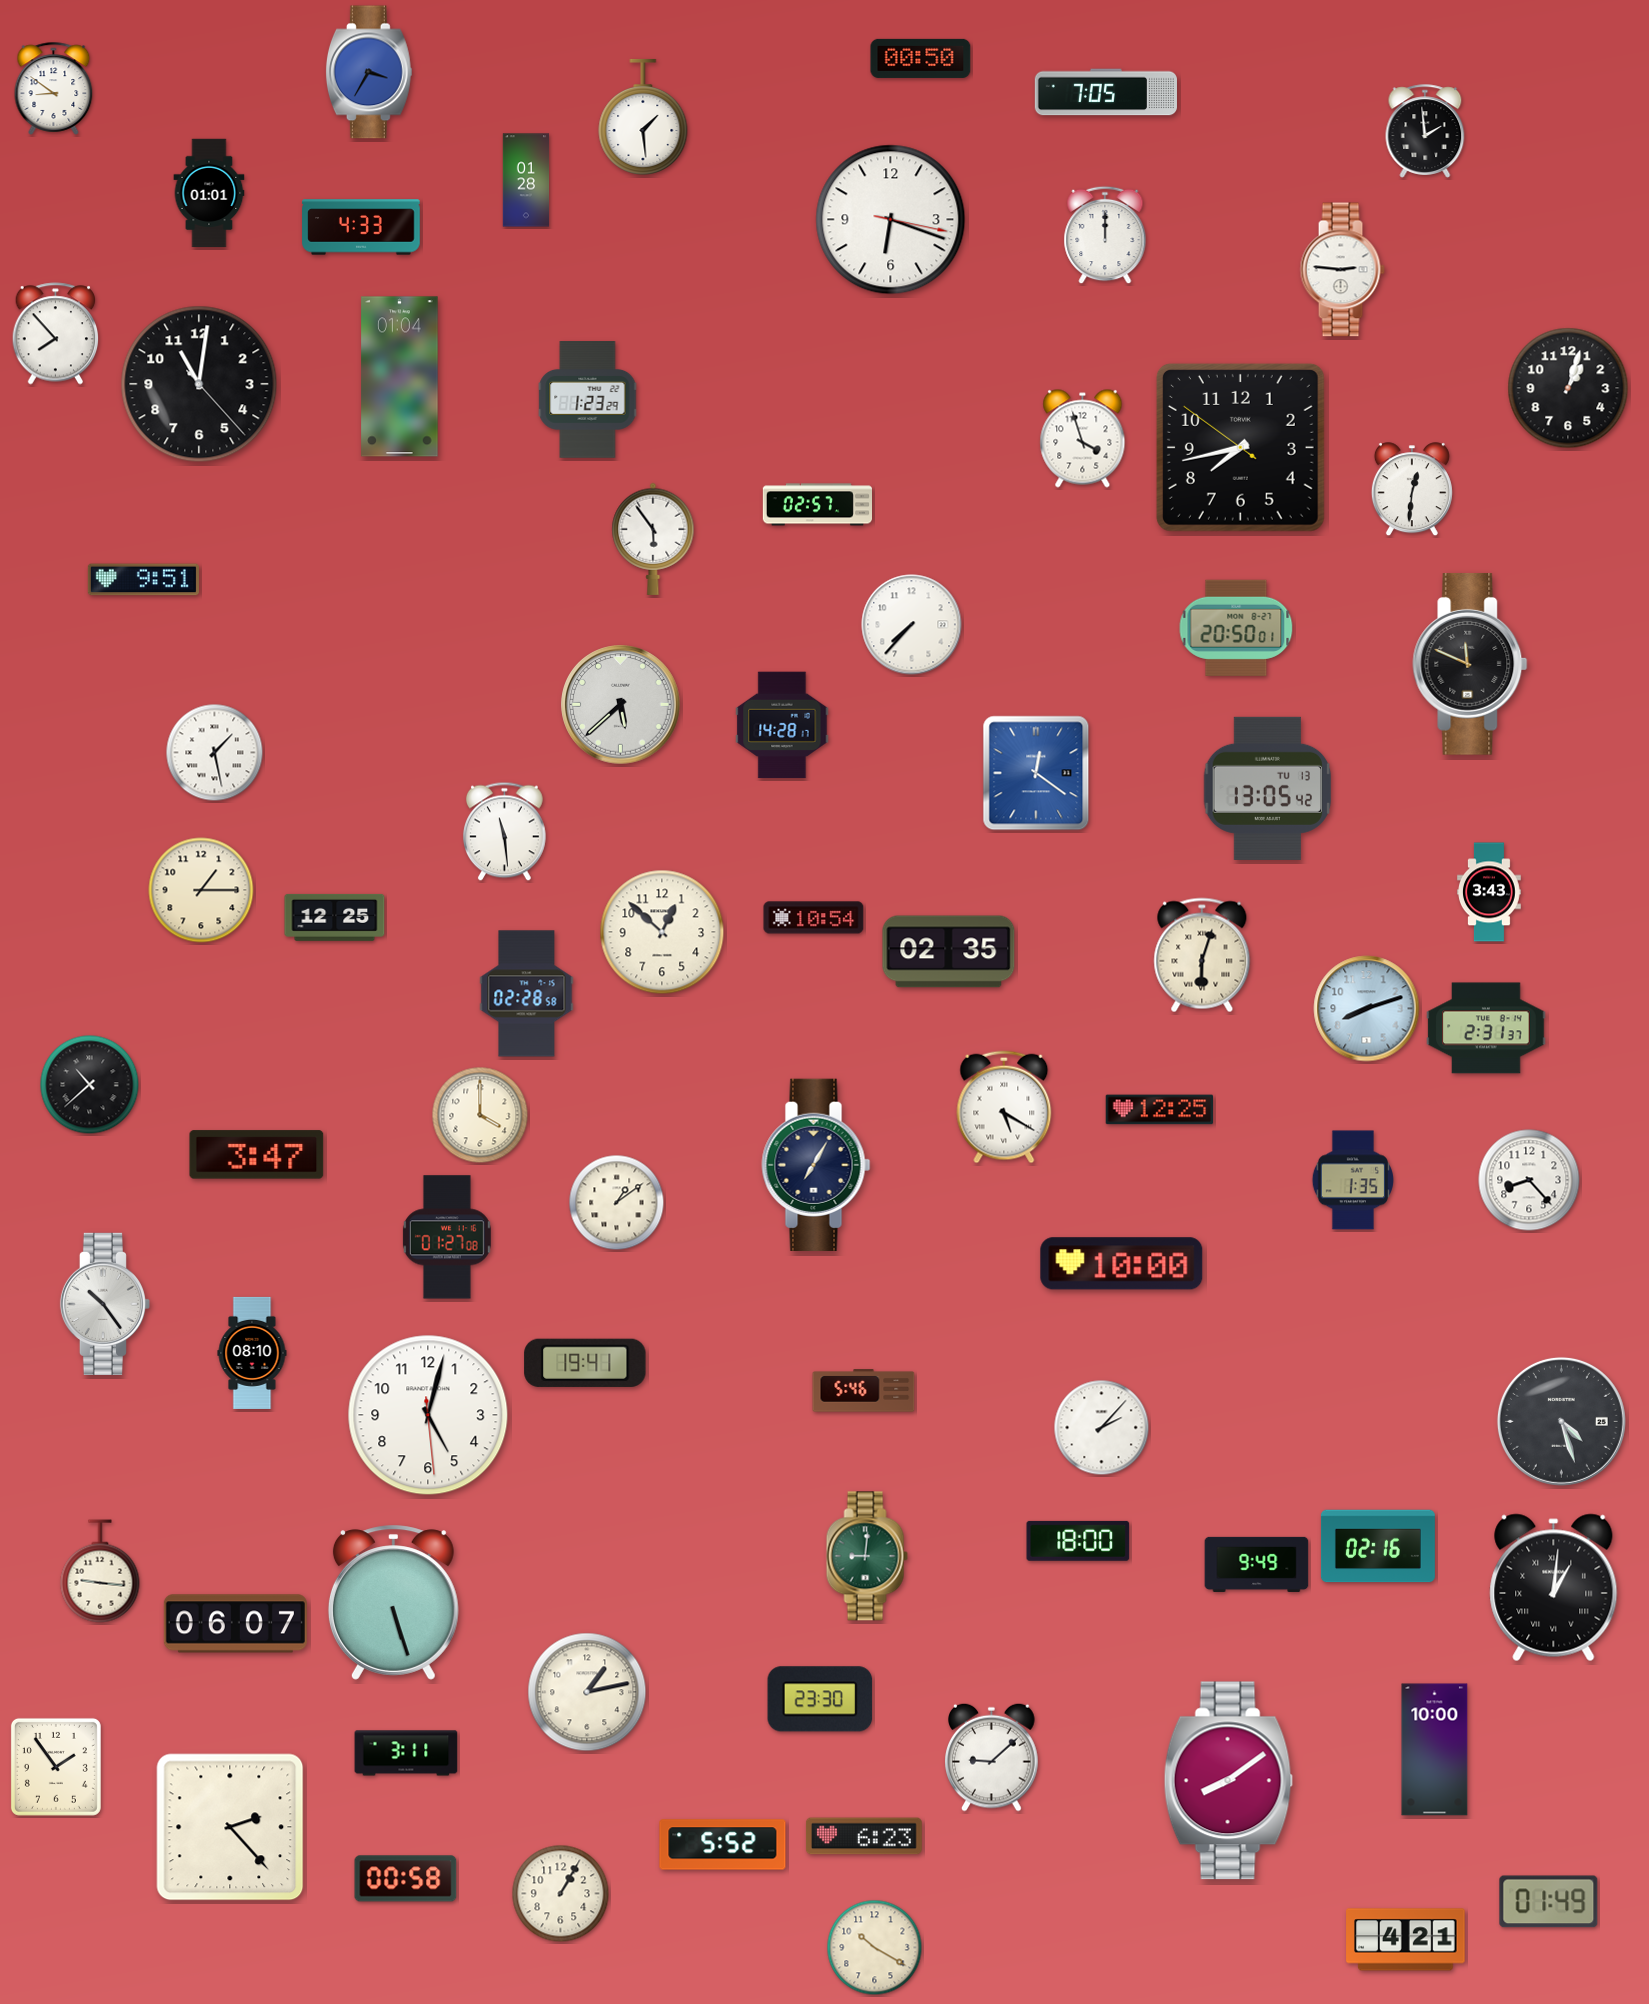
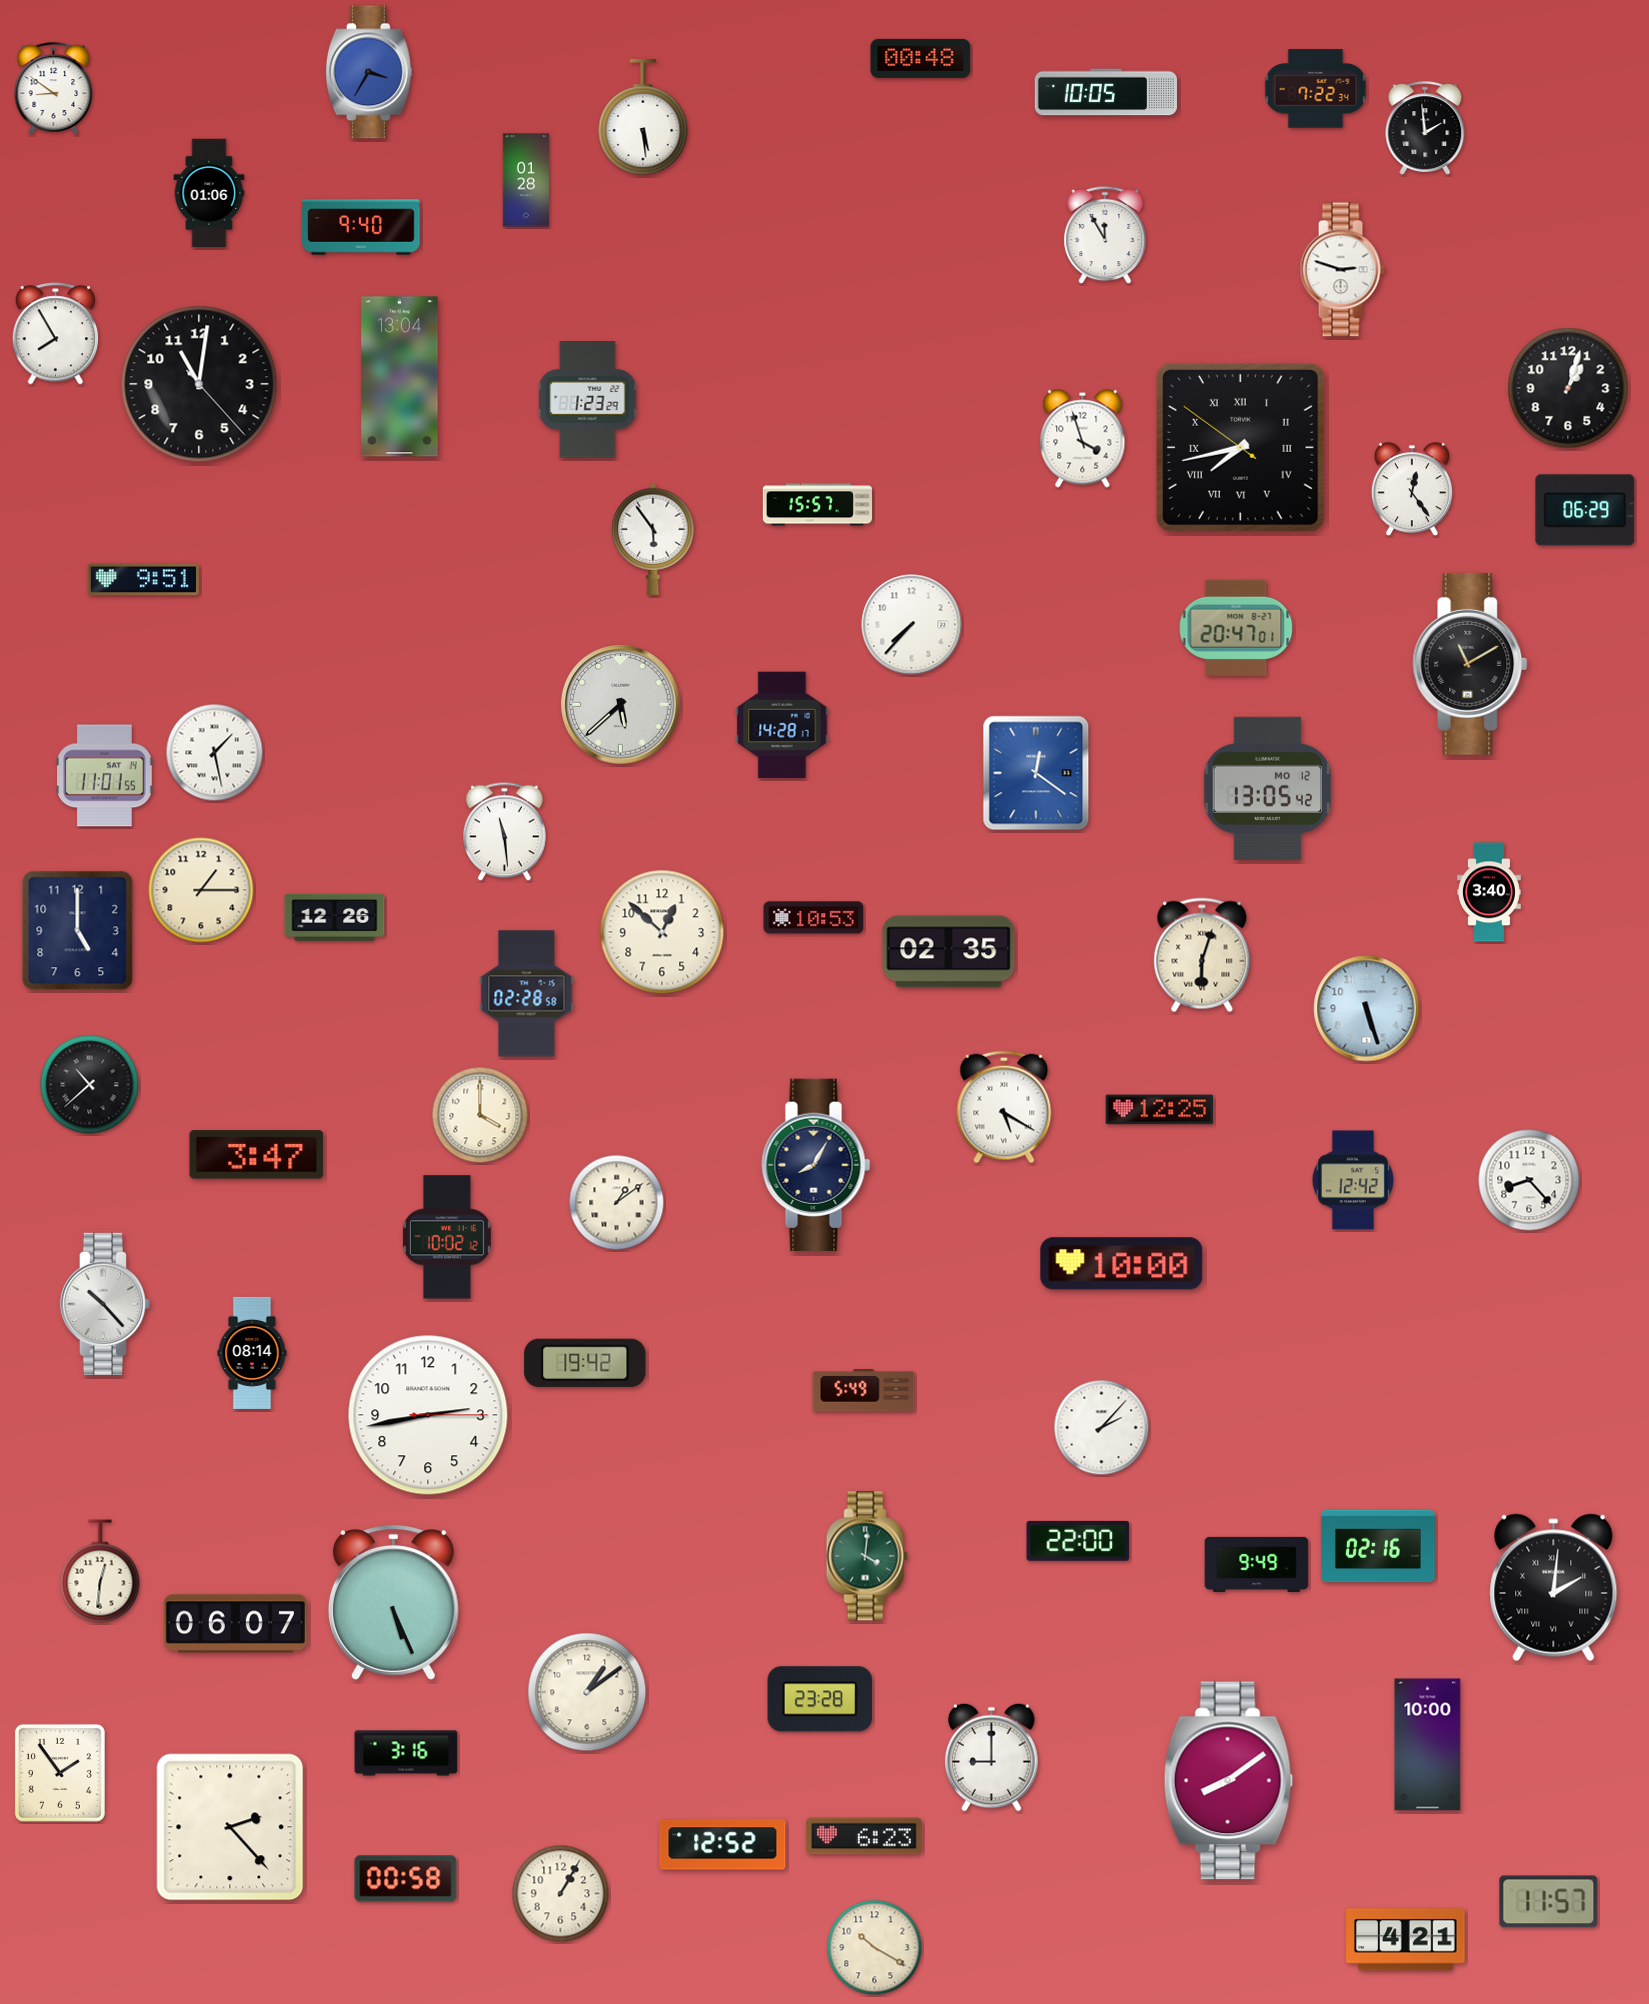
clock at (921, 58): 00:50 -> 00:48
clock at (1316, 89): none -> 7:22
clock at (1106, 92): 7:05 -> 10:05
clock at (643, 117): 1:29 -> 5:29
clock at (1425, 131) position: (1425, 131) -> (1425, 128)
clock at (209, 193): 01:01 -> 01:06
clock at (891, 220): 6:18 -> none
clock at (361, 227): 4:33 -> 9:40
clock at (1105, 235): 12:00 -> 11:55
clock at (1342, 270): 2:46 -> 2:48
clock at (56, 334): 7:53 -> 7:55
clock at (400, 377): 01:04 -> 13:04
clock at (1240, 447) numerals: Arabic -> Roman
clock at (1412, 490): 12:31 -> 12:24
clock at (817, 505): 02:57 -> 15:57
clock at (1585, 510): none -> 06:29
clock at (1236, 628): 20:50 -> 20:47
clock at (1470, 664): 11:49 -> 11:10
clock at (105, 776): none -> 11:01
clock at (1268, 788) date: TU 13 -> MO 12
clock at (1490, 892): 3:43 -> 3:40
clock at (335, 917): 12:25 -> 12:26
clock at (814, 918): 10:54 -> 10:53
clock at (78, 931): none -> 5:00
clock at (1367, 1009): 8:12 -> 5:27
clock at (1486, 1028): 2:31 -> none
clock at (816, 1165): 7:05 -> 8:05
clock at (1352, 1180): 1:35 -> 12:42
clock at (447, 1237): 01:27 -> 10:02
clock at (105, 1304): 10:24 -> 10:23
clock at (252, 1353): 08:10 -> 08:14
clock at (585, 1363): 19:41 -> 19:42
clock at (864, 1391): 5:46 -> 5:49
clock at (428, 1415): 5:02 -> 2:43
clock at (1561, 1421): 4:27 -> none
clock at (1078, 1541): 18:00 -> 22:00
clock at (867, 1556): 9:01 -> 4:01
clock at (100, 1571): 9:16 -> 12:31
clock at (1554, 1588): 1:01 -> 2:01
clock at (393, 1603): 5:27 -> 5:26
clock at (587, 1692): 1:13 -> 1:09
clock at (820, 1699): 23:30 -> 23:28
clock at (1435, 1750) position: (1435, 1750) -> (1428, 1745)
clock at (406, 1753): 3:11 -> 3:16
clock at (992, 1757): 9:08 -> 9:00
clock at (56, 1767) position: (56, 1767) -> (60, 1773)
clock at (723, 1845): 5:52 -> 12:52
clock at (1549, 1902): 01:49 -> 11:57
